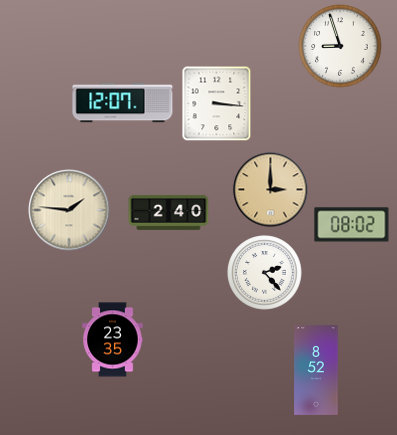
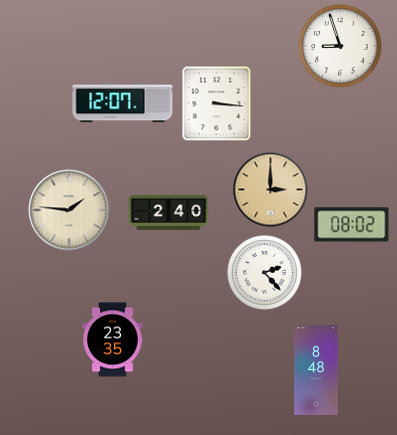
clock at (316, 370): 8:52 -> 8:48
